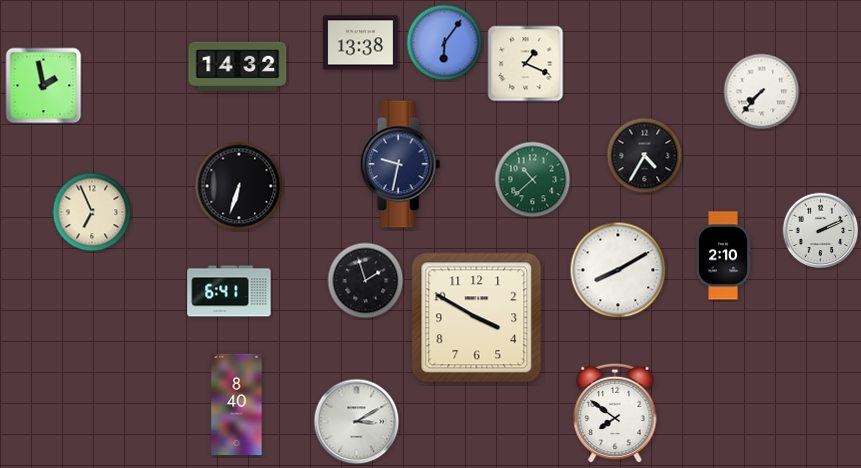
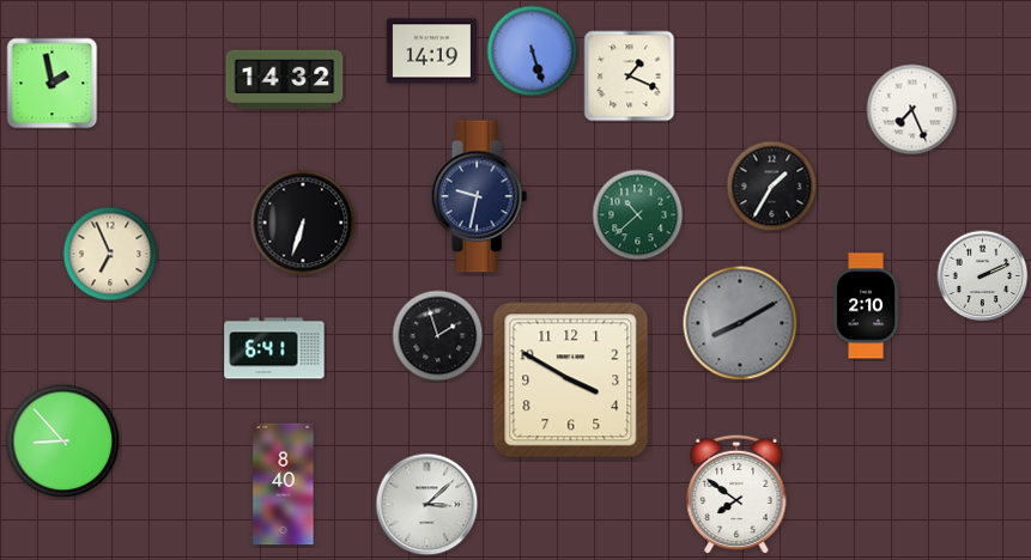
clock at (360, 43): 13:38 -> 14:19
clock at (445, 43): 6:06 -> 5:27
clock at (44, 86) position: (44, 86) -> (53, 84)
clock at (762, 92): 7:37 -> 7:26
clock at (645, 156): 4:35 -> 1:35
clock at (239, 186) position: (239, 186) -> (303, 223)
clock at (618, 270) dial: white -> grey
clock at (63, 442): none -> 8:53
clock at (357, 422): 3:10 -> 3:08
